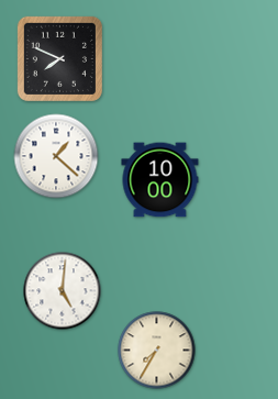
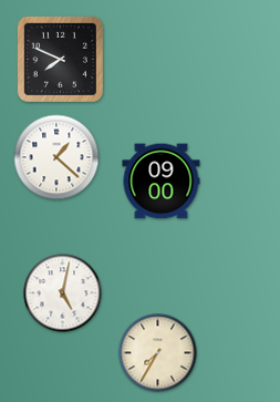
clock at (160, 180): 10:00 -> 09:00
clock at (63, 291): 5:01 -> 5:02
